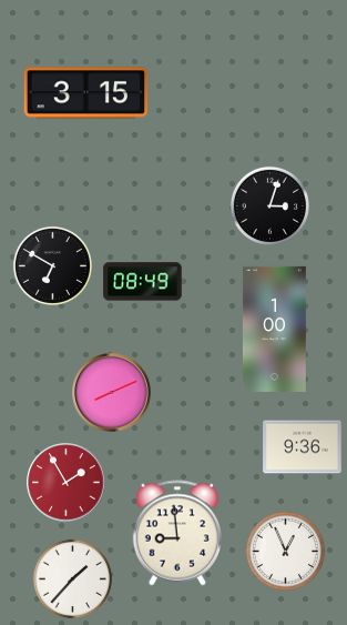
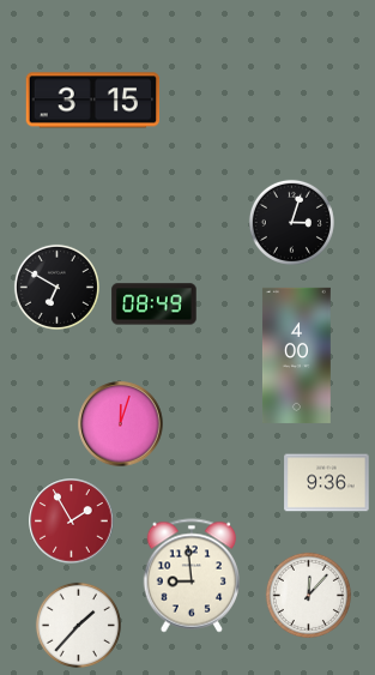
clock at (274, 329): 1:00 -> 4:00
clock at (112, 393): 8:11 -> 12:03
clock at (285, 551): 12:56 -> 12:07
